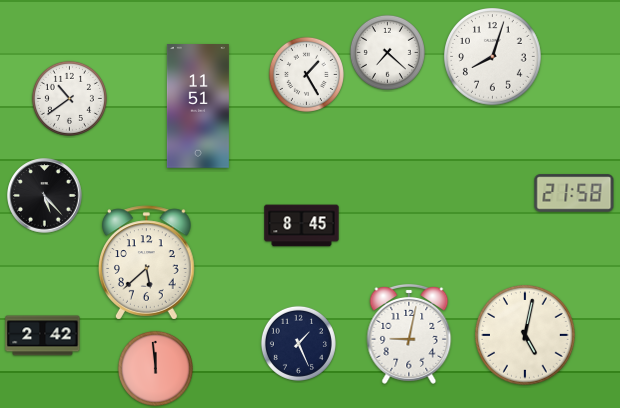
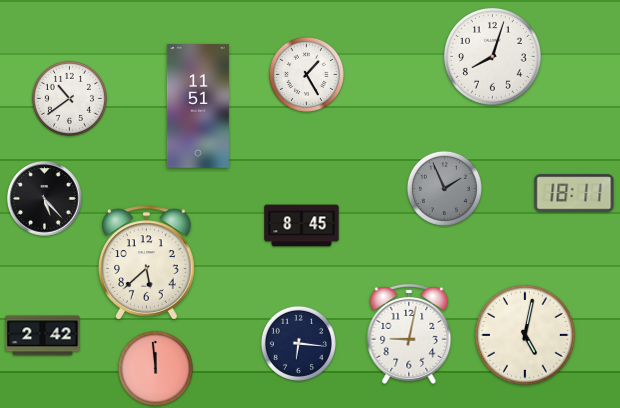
clock at (387, 52): 7:22 -> none
clock at (444, 188): none -> 1:56
clock at (574, 193): 21:58 -> 18:11
clock at (45, 196) position: (45, 196) -> (45, 199)
clock at (298, 343): 1:26 -> 6:16
